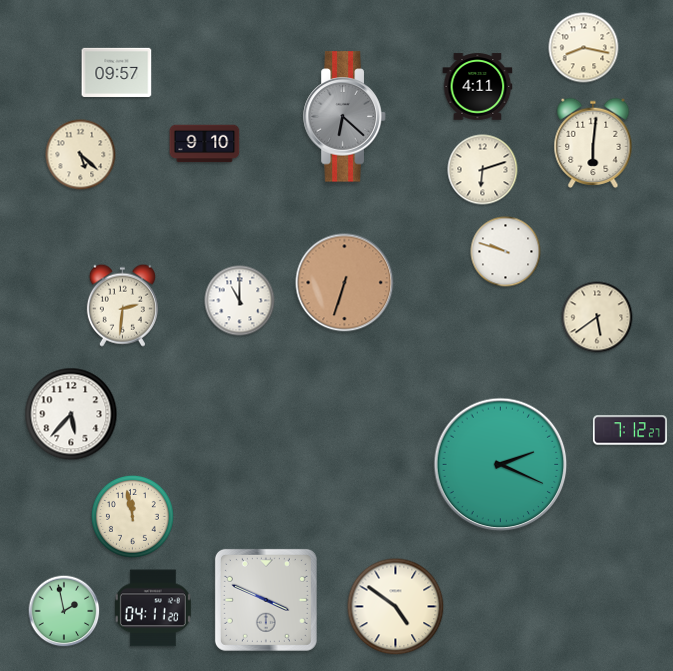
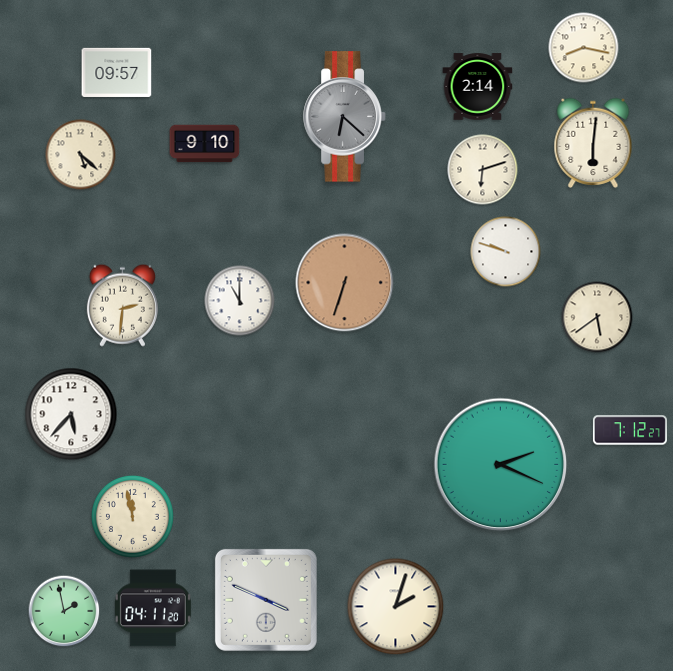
clock at (478, 87): 4:11 -> 2:14
clock at (396, 607): 4:51 -> 2:03
